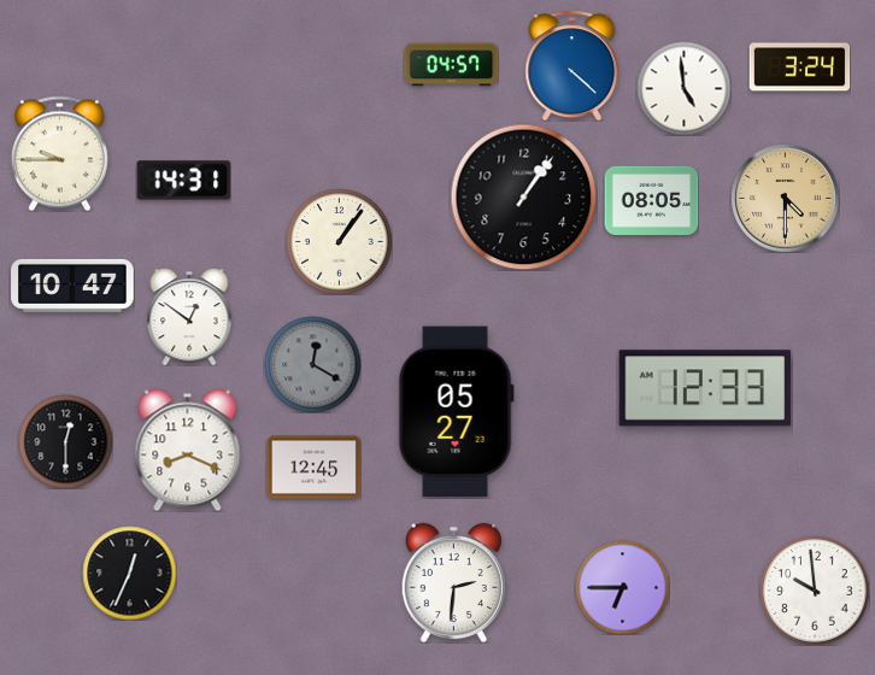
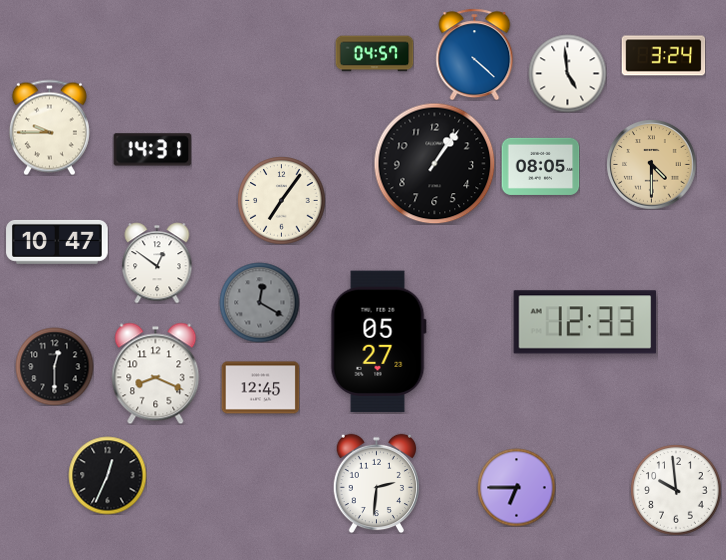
clock at (339, 241): 1:06 -> 7:06
clock at (72, 286) position: (72, 286) -> (57, 242)
